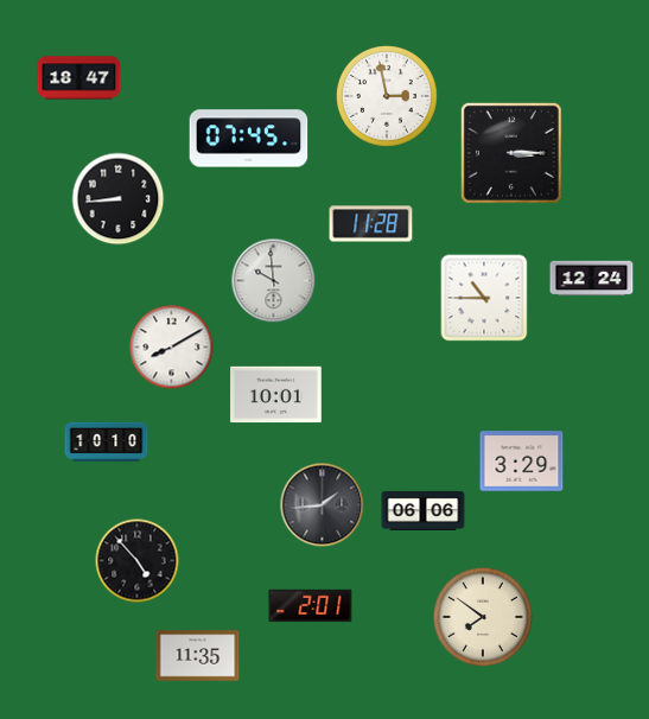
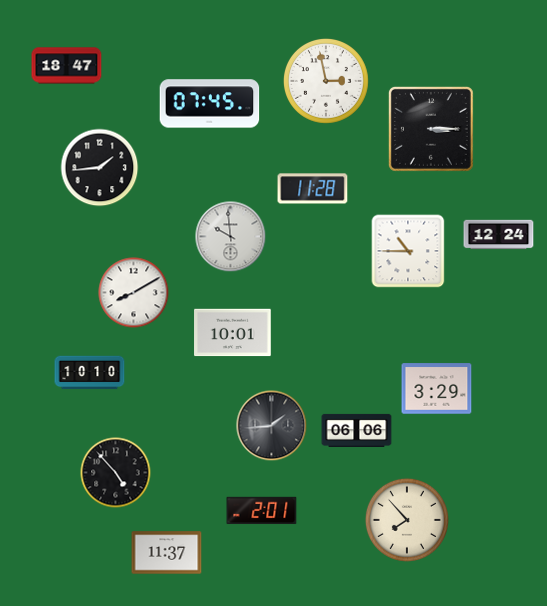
clock at (249, 139) position: (249, 139) -> (210, 104)
clock at (119, 199): 8:44 -> 1:44
clock at (172, 348) position: (172, 348) -> (134, 293)
clock at (522, 462) position: (522, 462) -> (437, 389)
clock at (483, 617): 7:51 -> 7:53
clock at (198, 656): 11:35 -> 11:37
